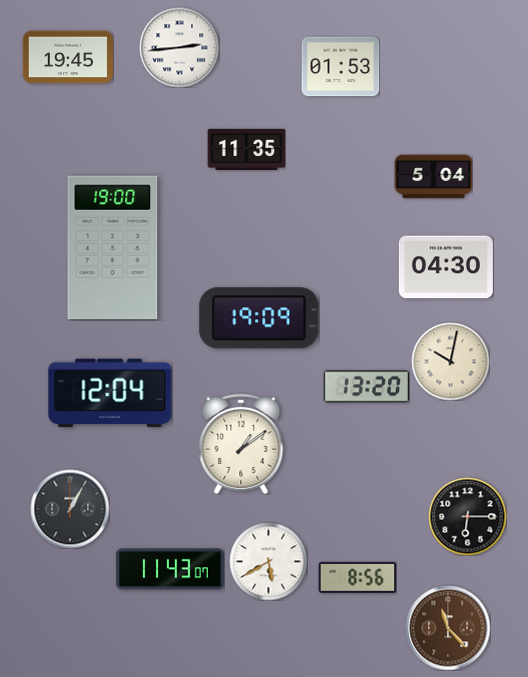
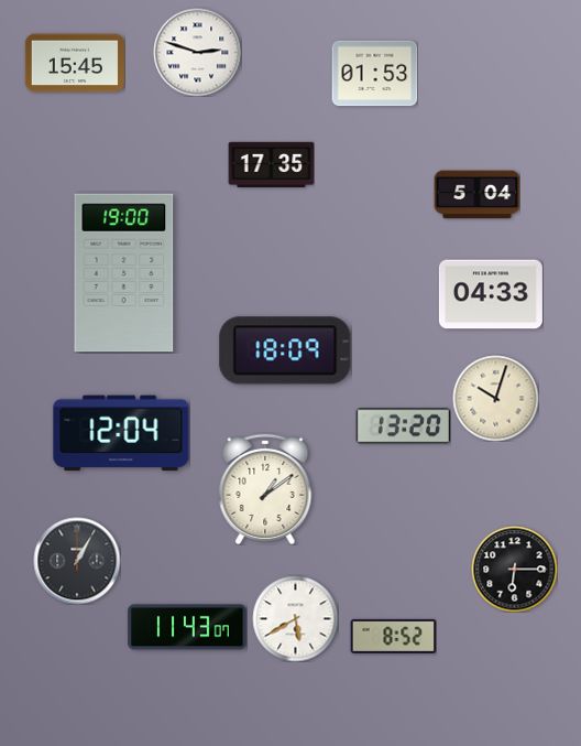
clock at (179, 47): 2:44 -> 2:48
clock at (68, 57): 19:45 -> 15:45
clock at (246, 149): 11:35 -> 17:35
clock at (446, 267): 04:30 -> 04:33
clock at (259, 318): 19:09 -> 18:09
clock at (450, 361): 10:02 -> 10:03
clock at (357, 577): 8:56 -> 8:52
clock at (448, 628): 11:23 -> none
